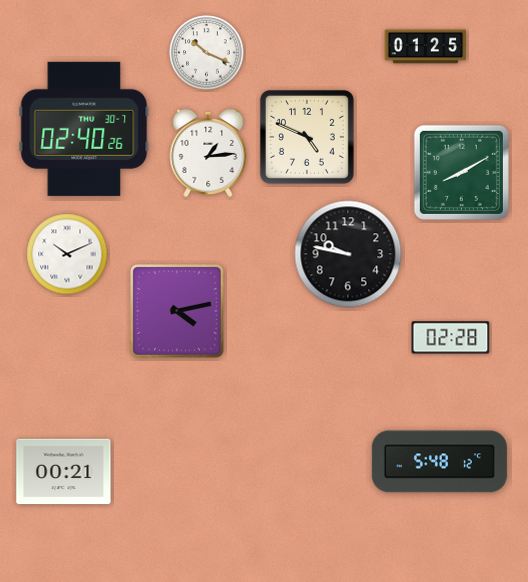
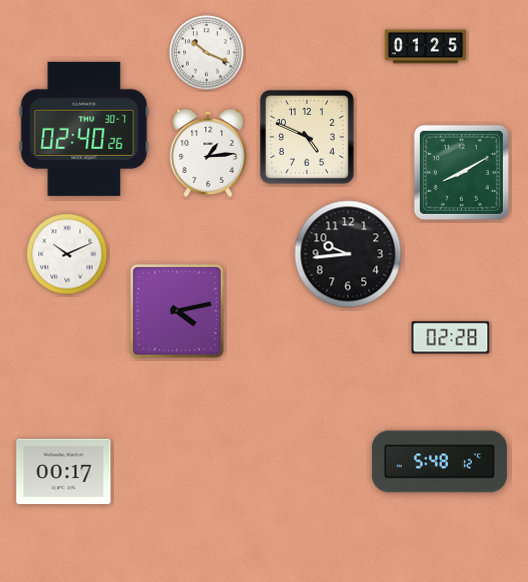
clock at (348, 254): 9:47 -> 9:44
clock at (64, 472): 00:21 -> 00:17
